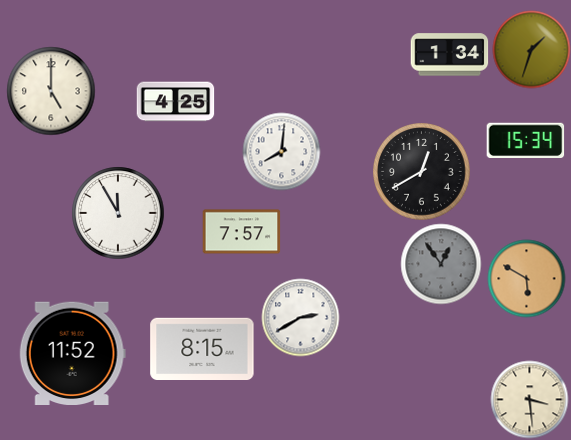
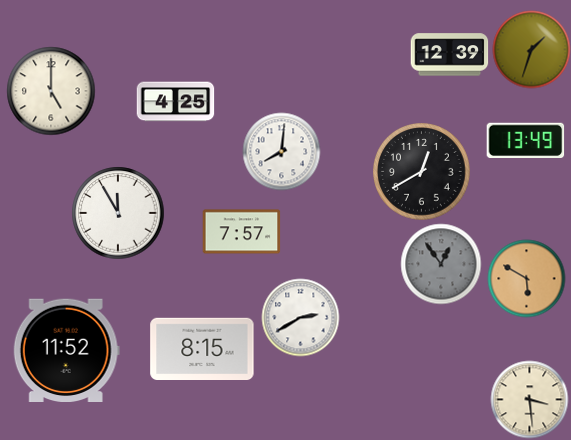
clock at (449, 55): 1:34 -> 12:39
clock at (525, 141): 15:34 -> 13:49
clock at (72, 353) position: (72, 353) -> (66, 350)
